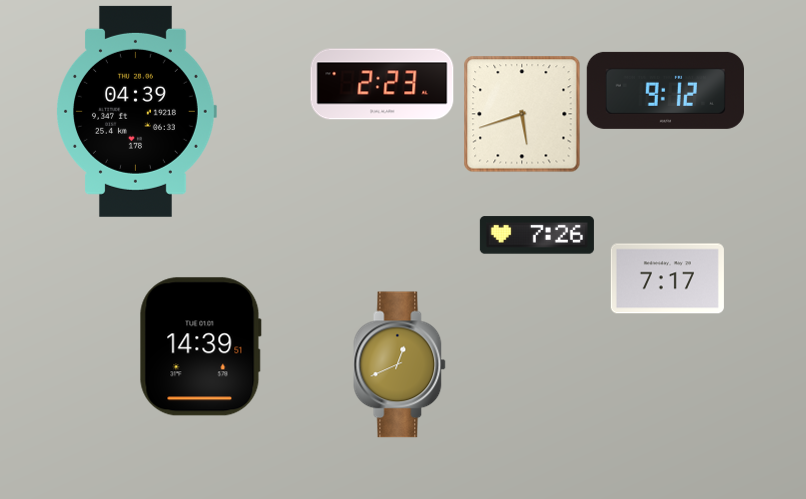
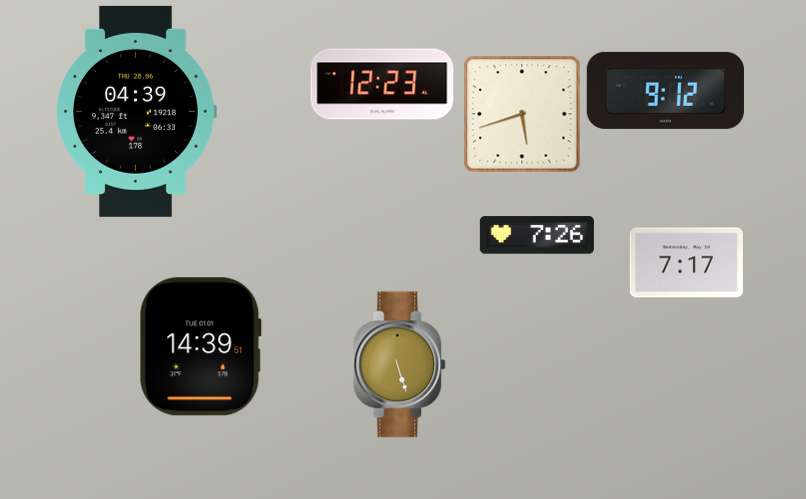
clock at (382, 84): 2:23 -> 12:23
clock at (667, 279) position: (667, 279) -> (686, 263)
clock at (400, 365): 12:41 -> 5:27
